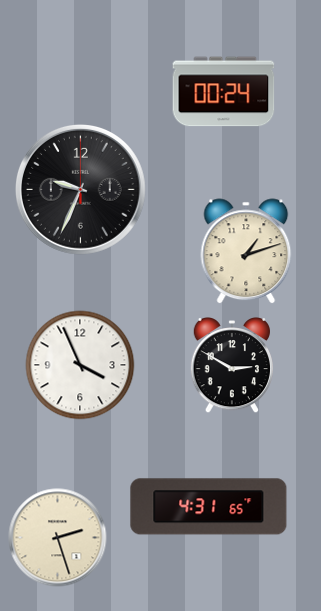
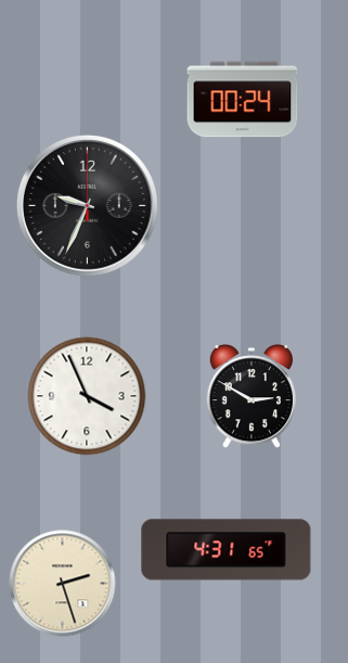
clock at (246, 251): 1:12 -> none
